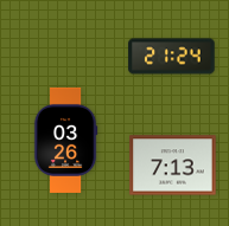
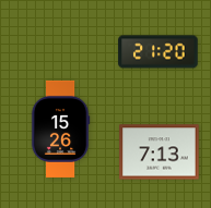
clock at (172, 57): 21:24 -> 21:20
clock at (65, 140): 03:26 -> 15:26
